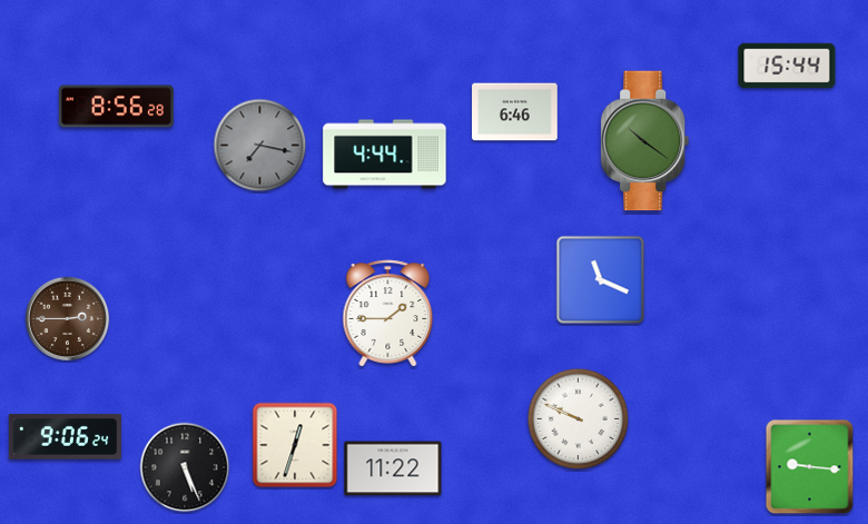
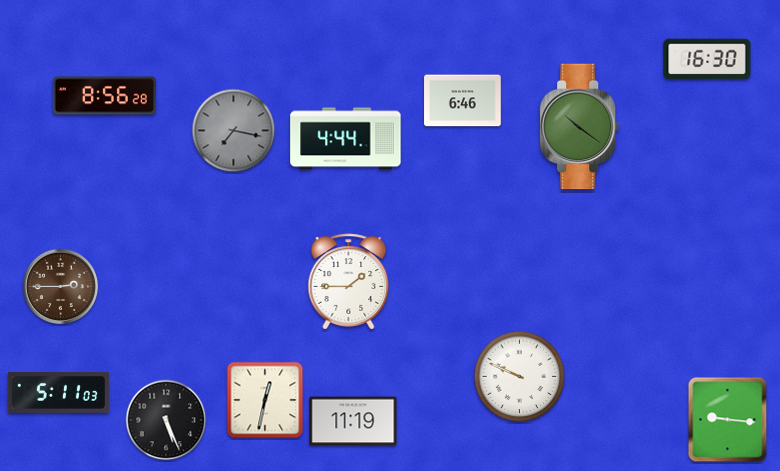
clock at (787, 66): 15:44 -> 16:30
clock at (601, 280): 11:19 -> none
clock at (65, 437): 9:06 -> 5:11
clock at (295, 445): 12:33 -> 12:32
clock at (393, 468): 11:22 -> 11:19
